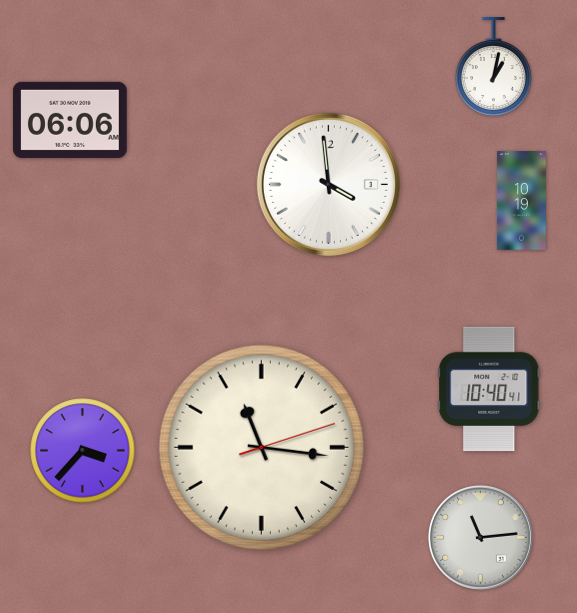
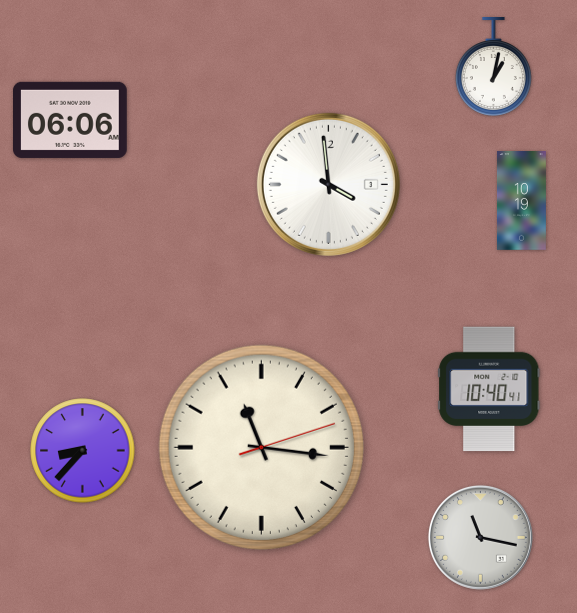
clock at (83, 451): 3:37 -> 8:37
clock at (480, 537): 11:14 -> 11:17
